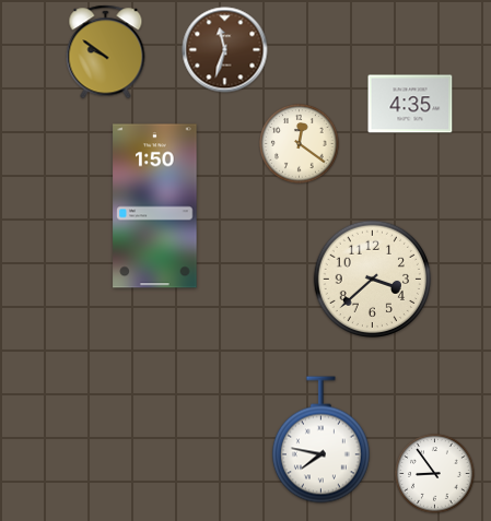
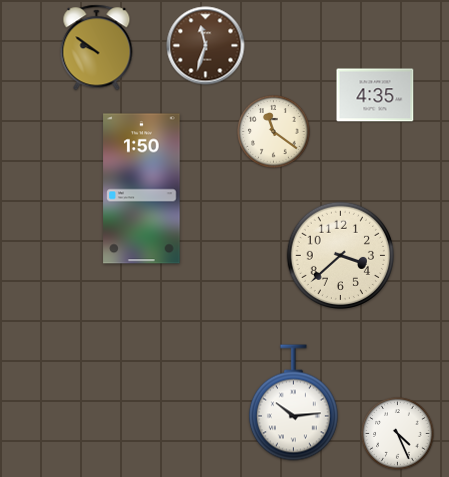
clock at (300, 144): 12:21 -> 11:21
clock at (320, 440): 7:47 -> 10:14
clock at (435, 474): 8:54 -> 4:26
